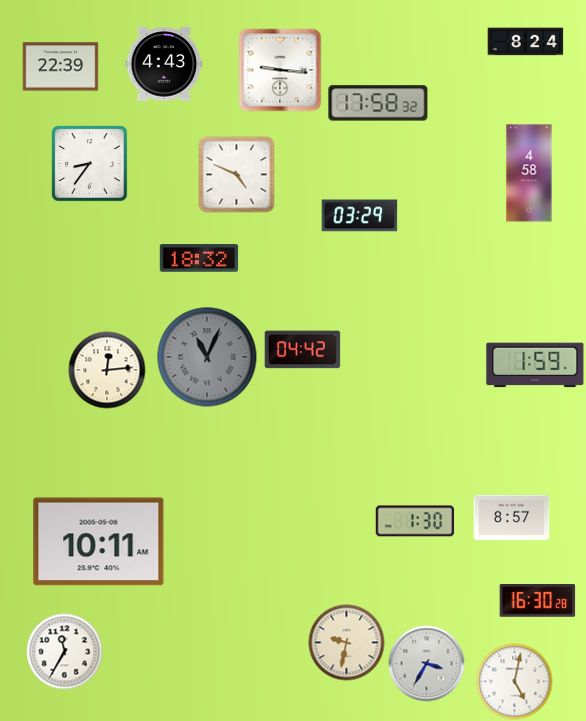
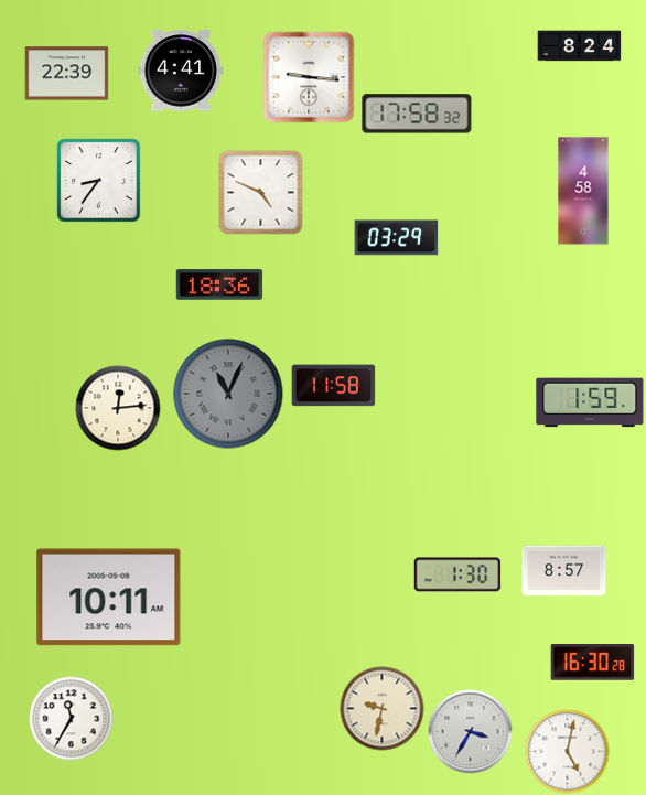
clock at (164, 64): 4:43 -> 4:41
clock at (199, 258): 18:32 -> 18:36
clock at (303, 350): 04:42 -> 11:58
